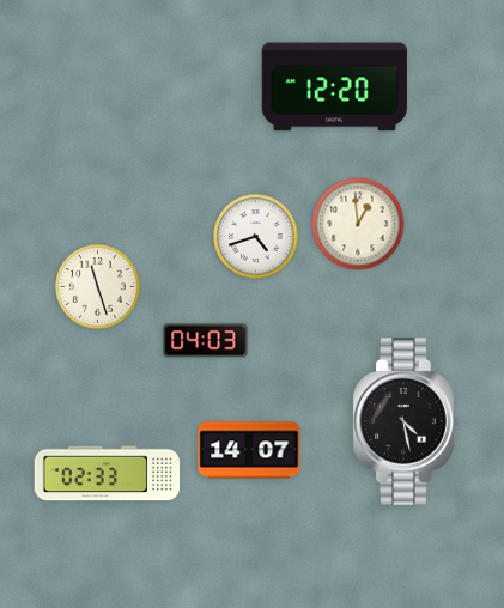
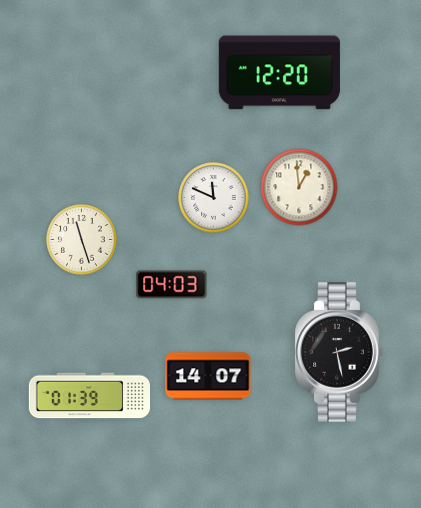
clock at (256, 237): 4:42 -> 11:49
clock at (406, 421): 4:28 -> 2:28
clock at (107, 474): 02:33 -> 01:39
